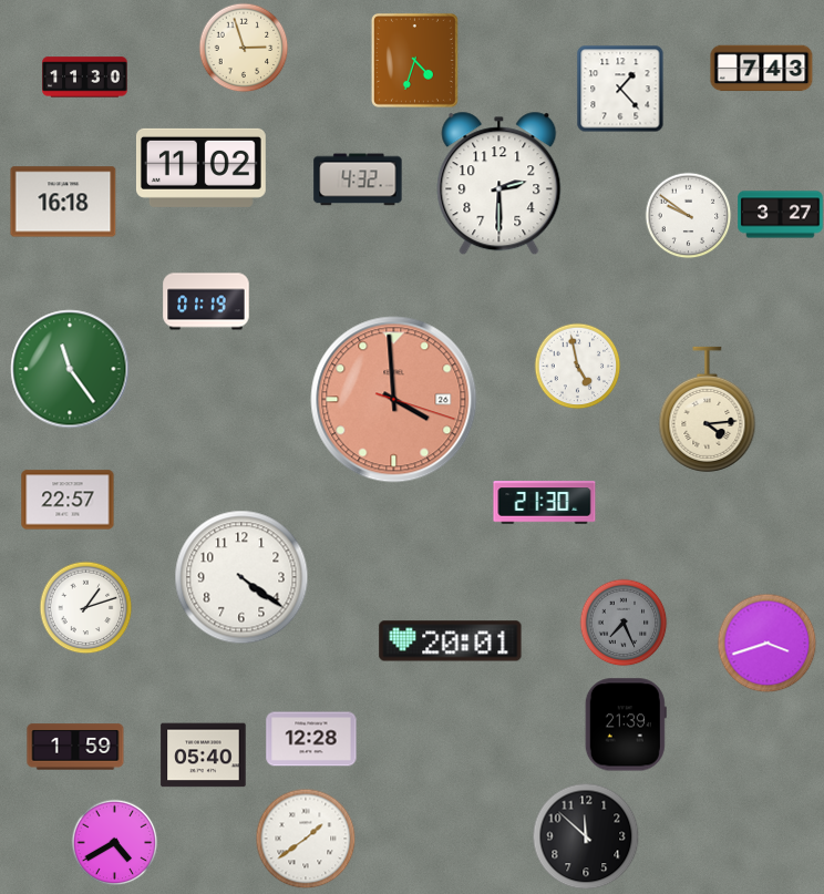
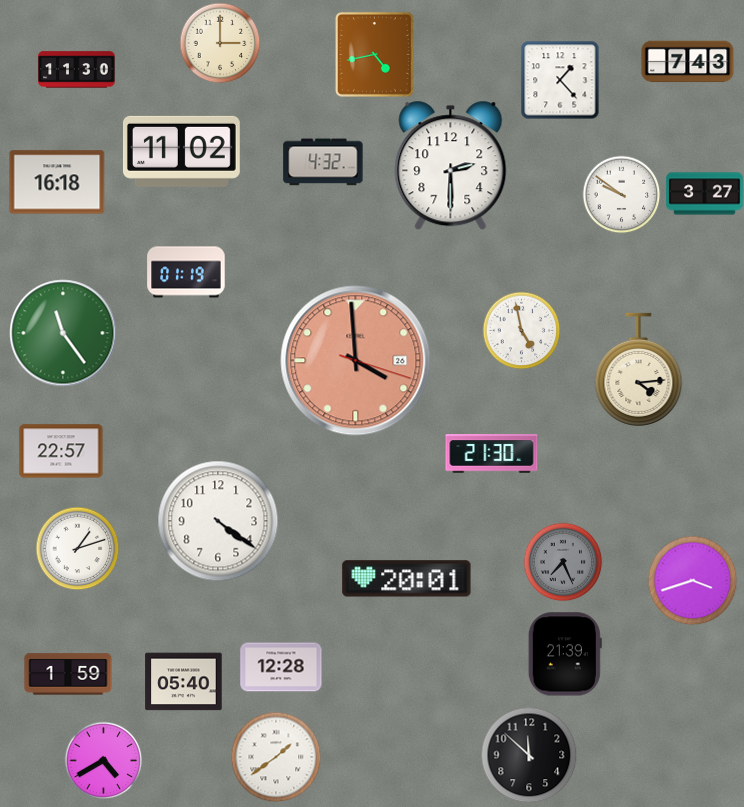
clock at (244, 48): 2:57 -> 3:00
clock at (414, 60): 4:33 -> 4:43
